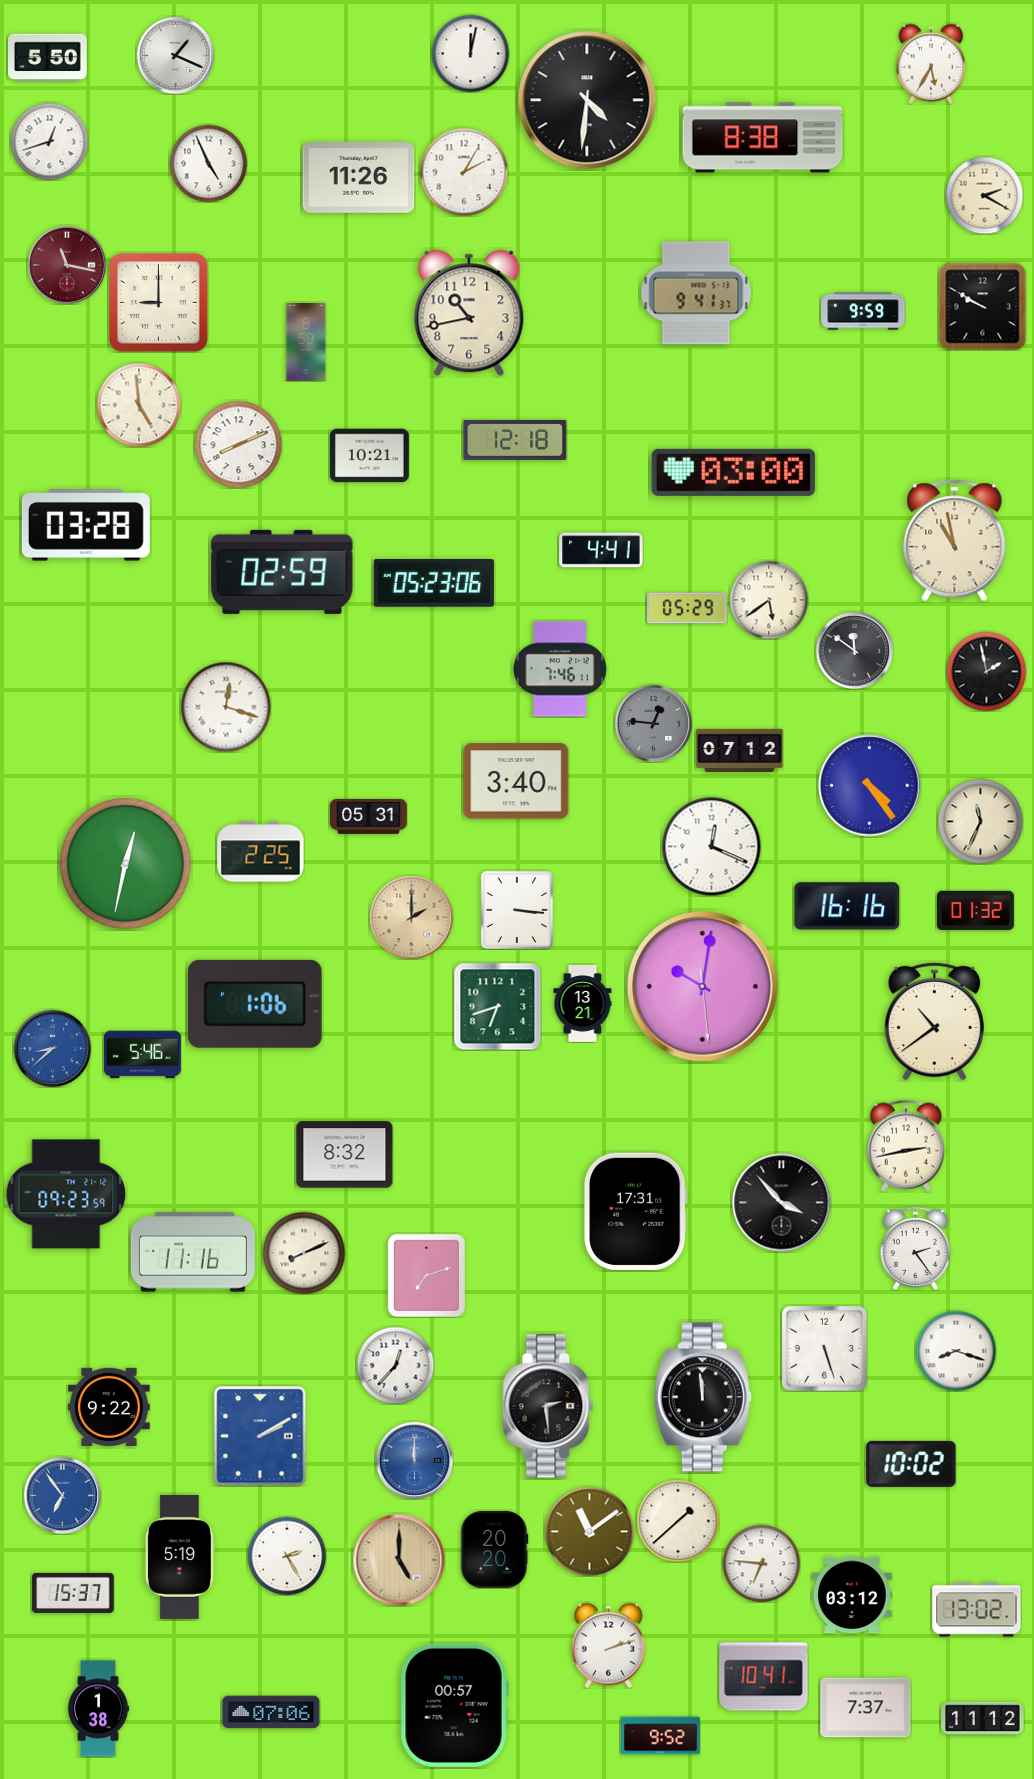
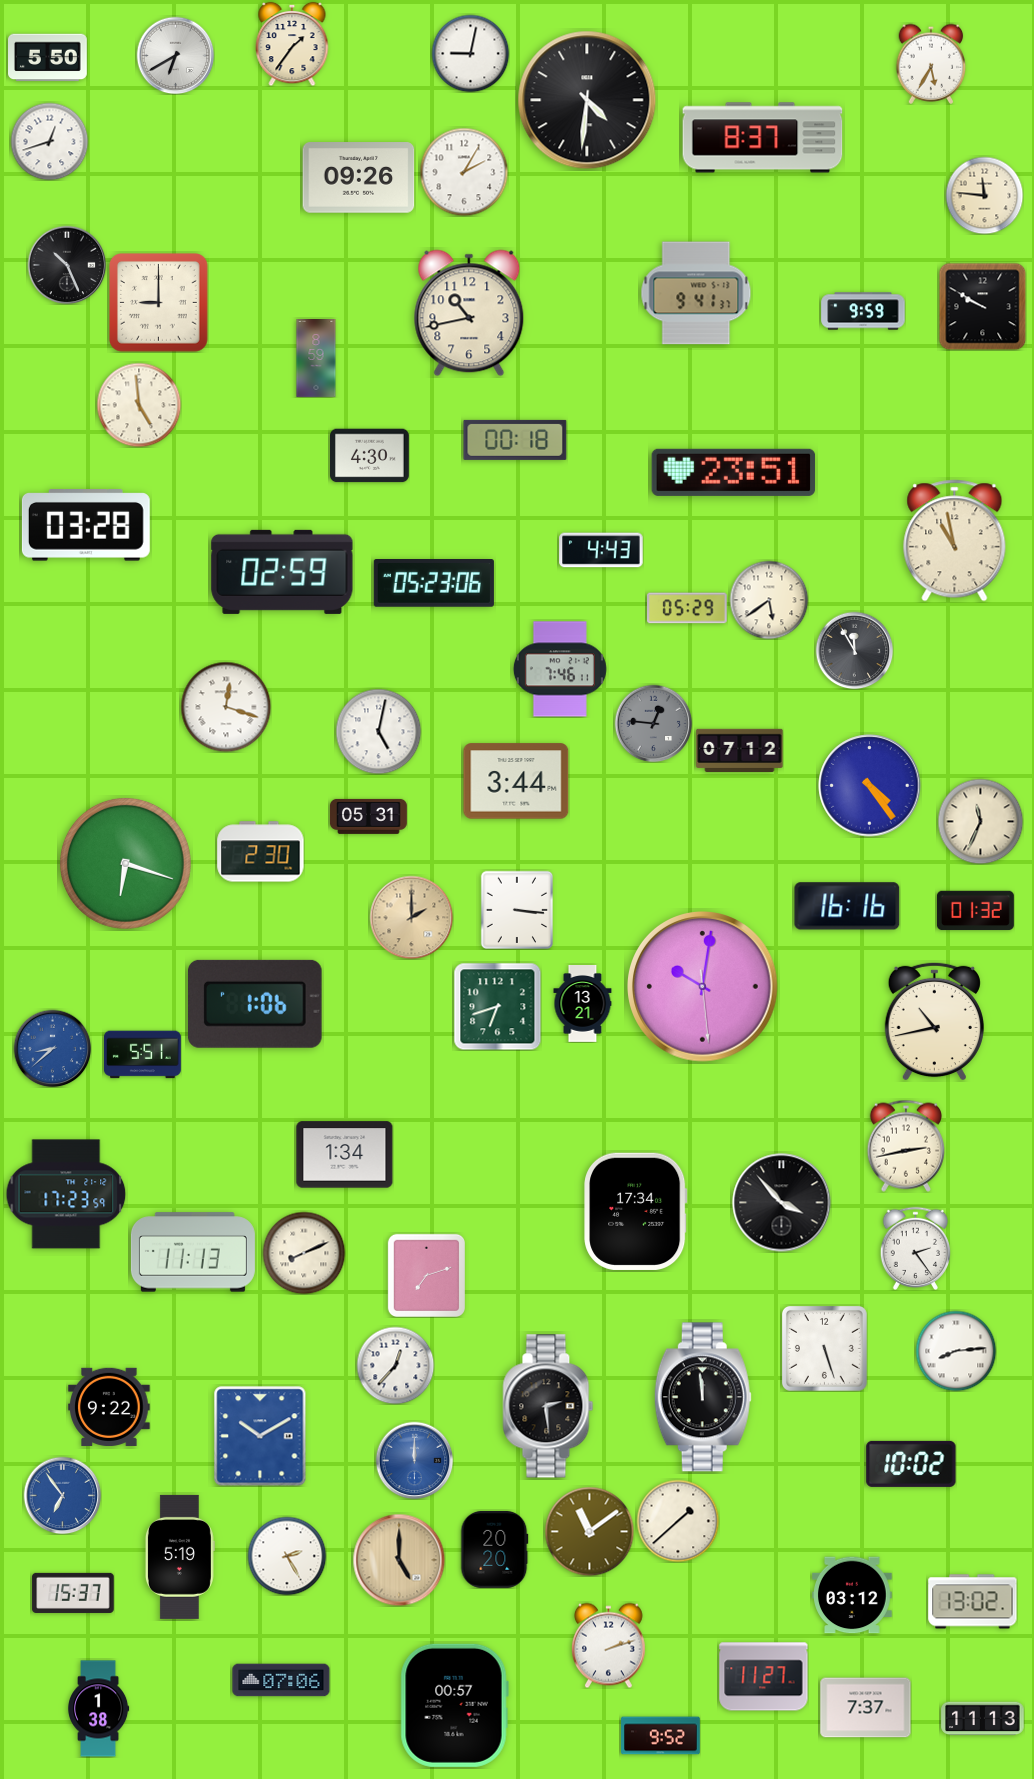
clock at (292, 44): none -> 1:36
clock at (470, 53): 12:02 -> 9:02
clock at (175, 55): 1:19 -> 6:40
clock at (763, 138): 8:38 -> 8:37
clock at (208, 163): 4:56 -> none
clock at (359, 178): 11:26 -> 09:26
clock at (984, 195): 2:20 -> 11:46
clock at (67, 265): 11:17 -> 10:26
clock at (67, 265) dial: burgundy -> black
clock at (306, 343) position: (306, 343) -> (316, 359)
clock at (515, 440): 12:18 -> 00:18
clock at (238, 444): 8:11 -> none
clock at (370, 456): 10:21 -> 4:30
clock at (734, 472): 03:00 -> 23:51
clock at (601, 550): 4:41 -> 4:43
clock at (854, 650): 11:51 -> 11:55
clock at (986, 671): 1:58 -> none
clock at (378, 731): none -> 5:02
clock at (516, 781): 3:40 -> 3:44
clock at (712, 847): 12:19 -> none
clock at (261, 852): 2:25 -> 2:30
clock at (125, 863): 12:32 -> 6:18
clock at (934, 1021): 10:39 -> 10:43
clock at (142, 1055): 5:46 -> 5:51
clock at (345, 1155): 8:32 -> 1:34
clock at (66, 1194): 09:23 -> 17:23
clock at (636, 1211): 17:31 -> 17:34
clock at (193, 1252): 11:16 -> 11:13
clock at (956, 1351): 8:18 -> 8:14
clock at (260, 1436): 2:10 -> 10:10
clock at (761, 1563): 6:46 -> none
clock at (977, 1610) position: (977, 1610) -> (973, 1602)
clock at (764, 1677): 10:41 -> 11:27
clock at (271, 1712) position: (271, 1712) -> (281, 1680)
clock at (983, 1719): 11:12 -> 11:13
